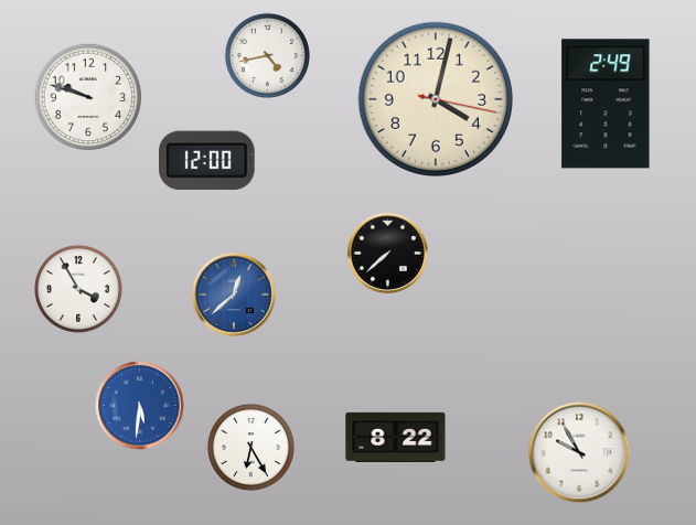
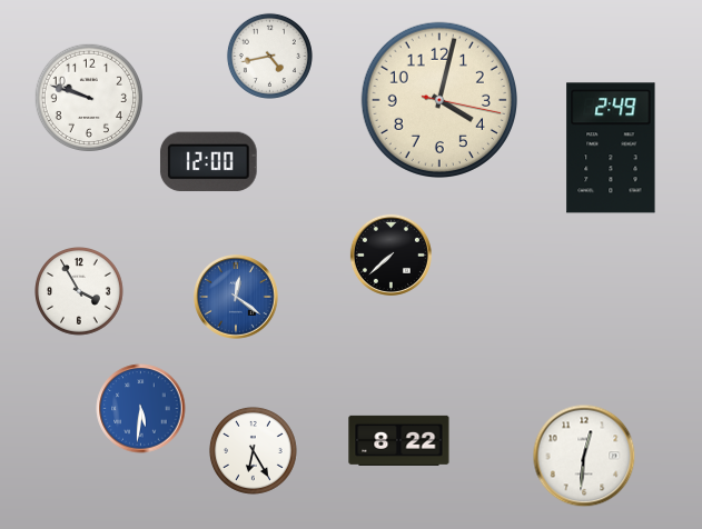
clock at (606, 104) position: (606, 104) -> (611, 148)
clock at (235, 296): 12:38 -> 12:21
clock at (579, 452): 9:55 -> 12:31
